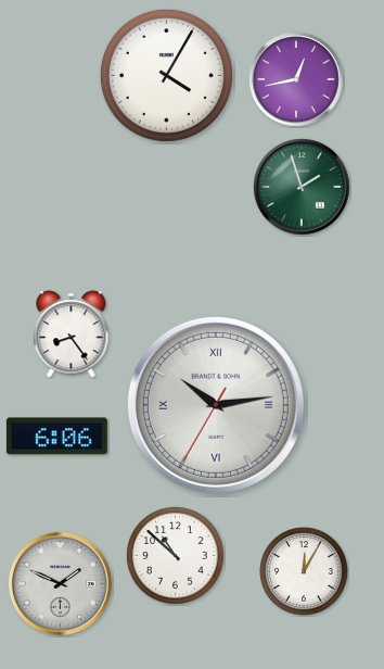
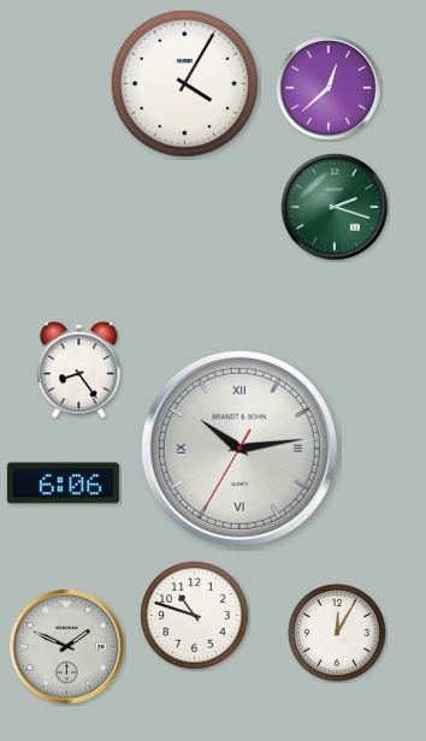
clock at (296, 79): 12:43 -> 12:38
clock at (302, 187): 1:57 -> 2:18
clock at (176, 556): 10:52 -> 10:48
